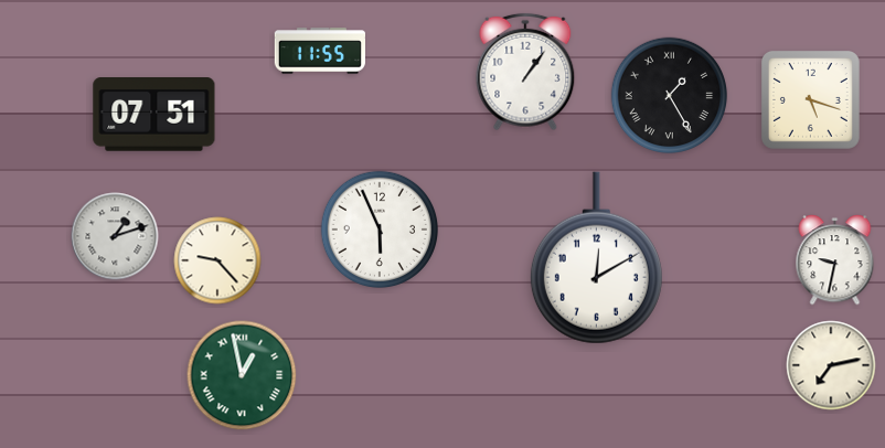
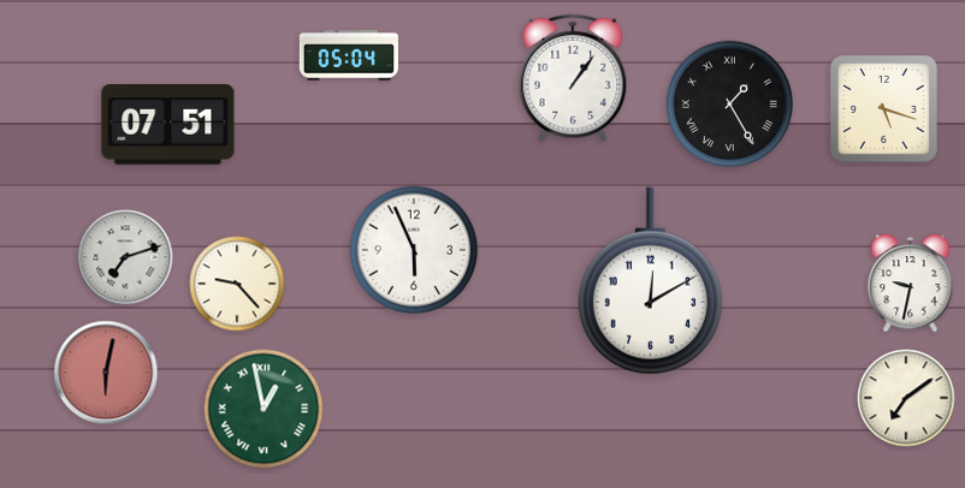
clock at (319, 51): 11:55 -> 05:04
clock at (115, 236): 1:12 -> 7:12
clock at (106, 373): none -> 6:02
clock at (831, 365): 7:13 -> 7:09
